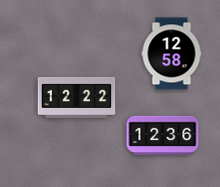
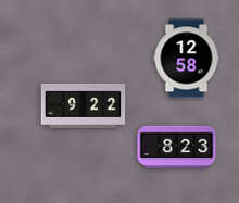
clock at (77, 97): 12:22 -> 9:22
clock at (163, 136): 12:36 -> 8:23
